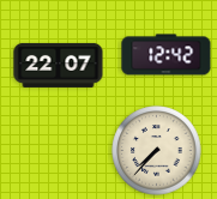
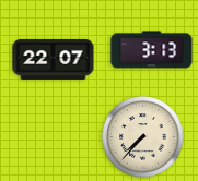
clock at (167, 55): 12:42 -> 3:13
